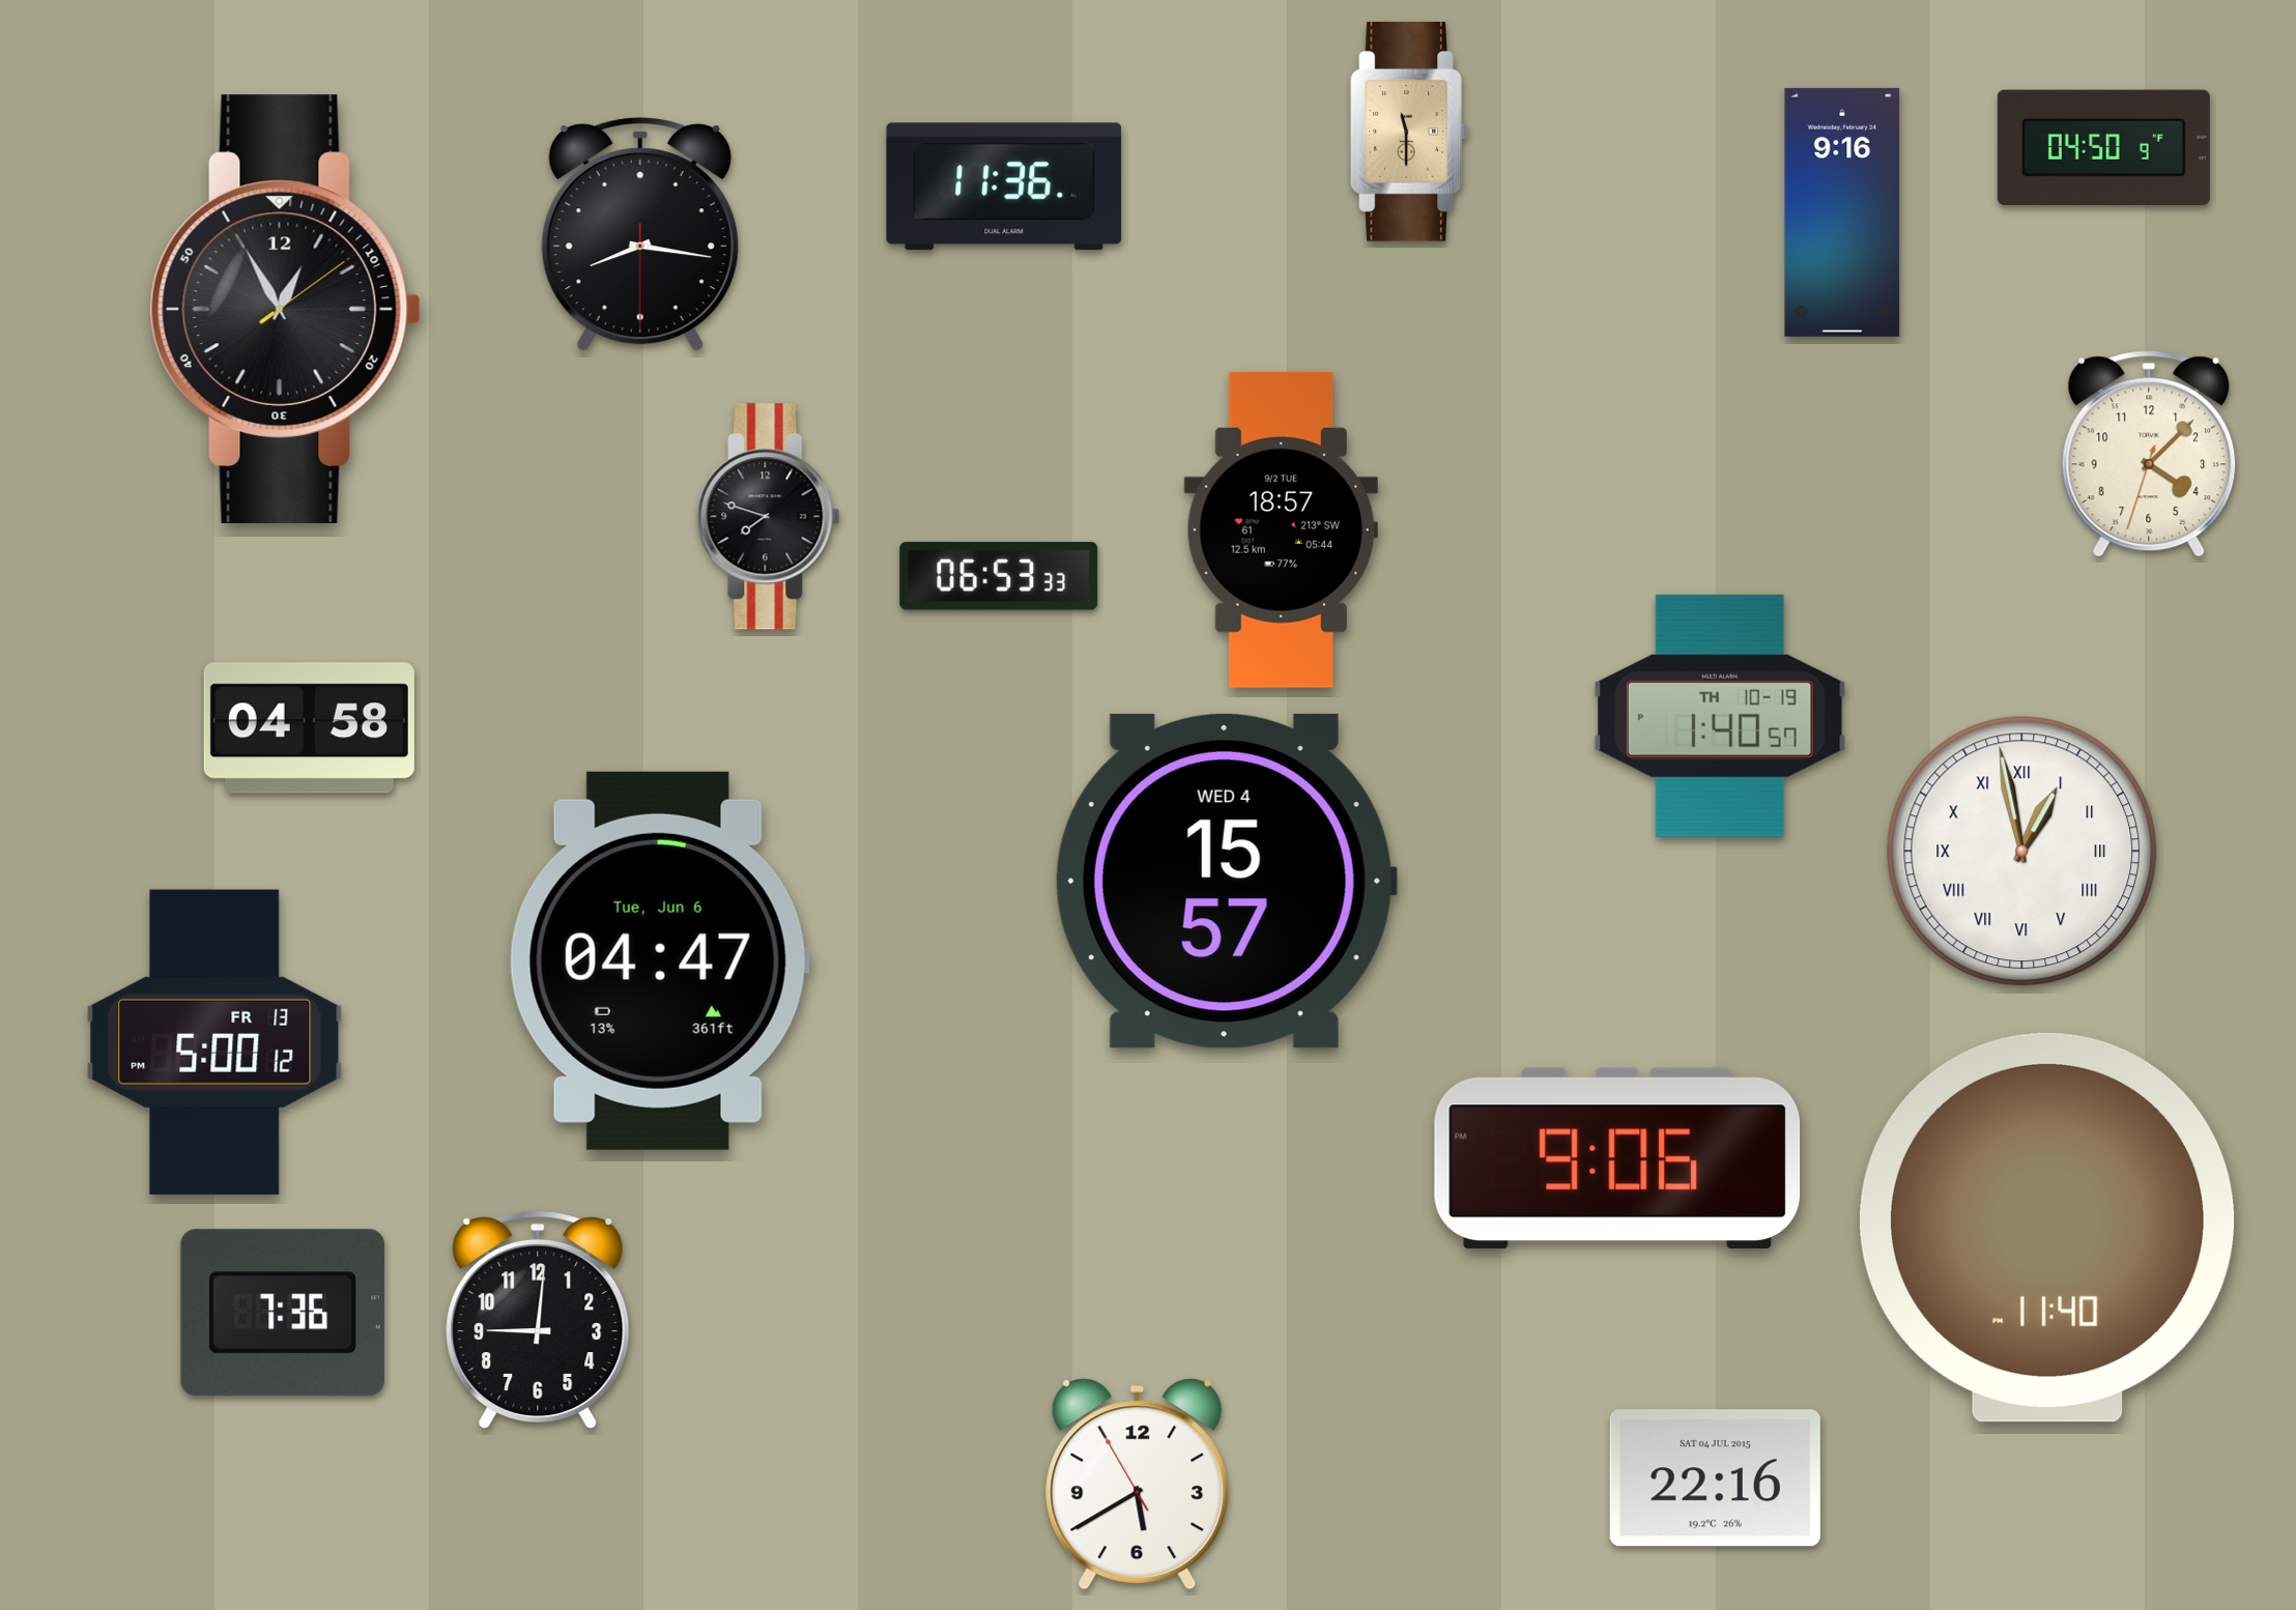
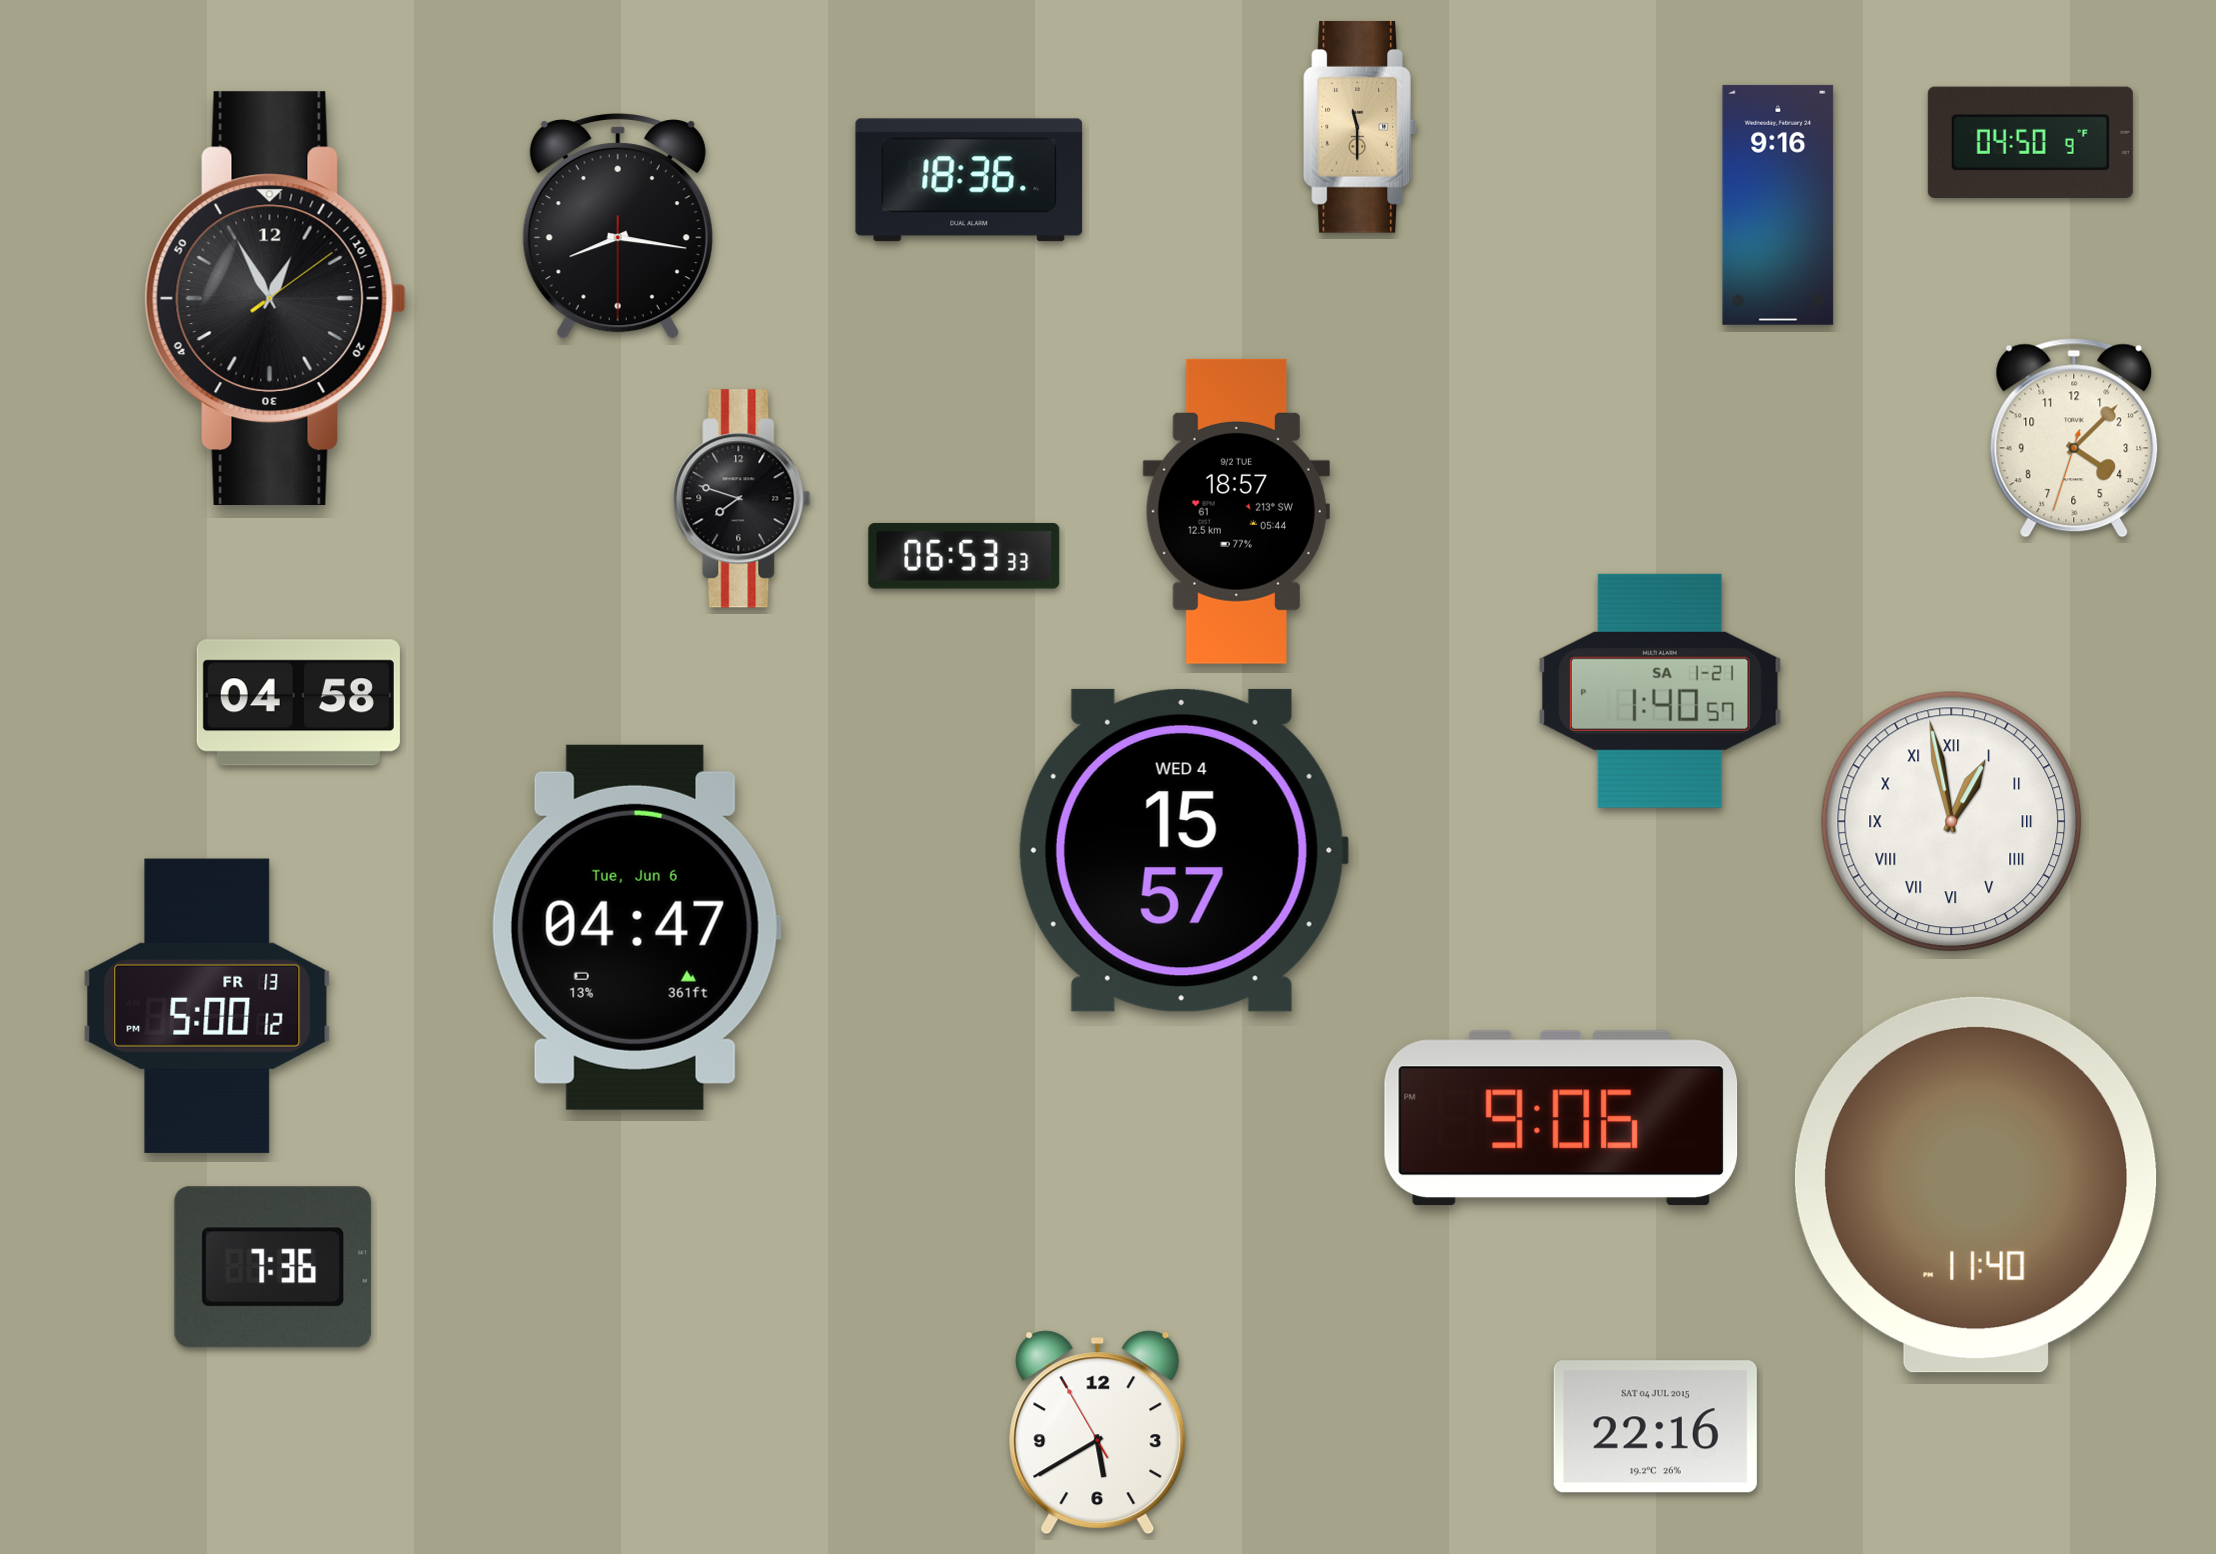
clock at (1004, 186): 11:36 -> 18:36
clock at (1720, 716) date: TH 10-19 -> SA 1-21
clock at (538, 1321): 9:01 -> none
